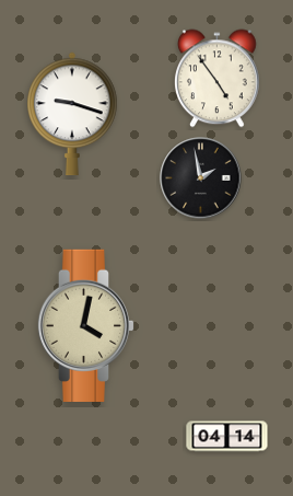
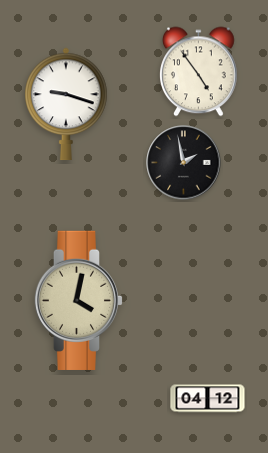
clock at (86, 325) position: (86, 325) -> (79, 300)
clock at (227, 437): 04:14 -> 04:12
